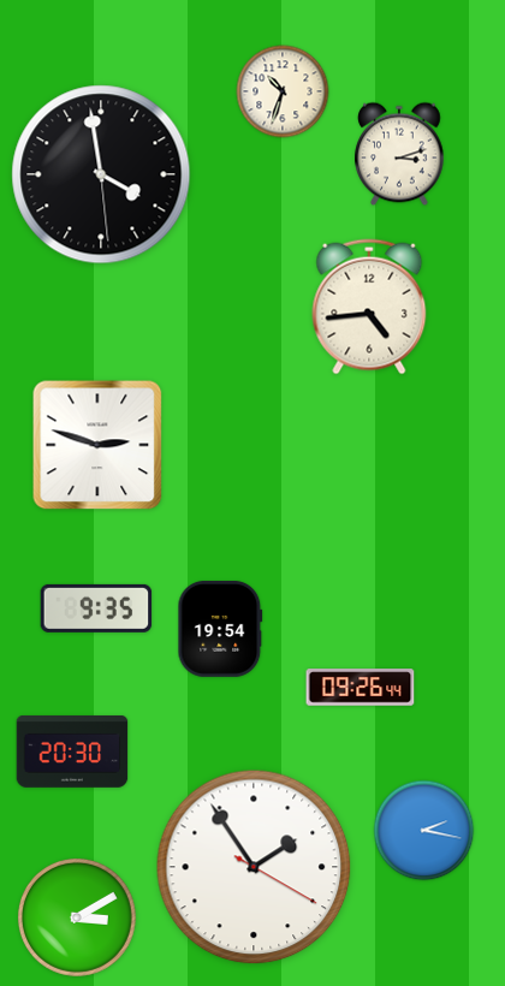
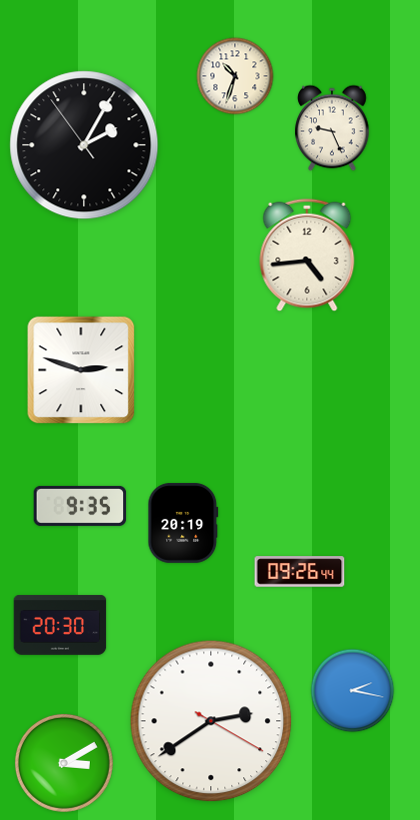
clock at (399, 154): 3:12 -> 9:26
clock at (101, 174): 3:58 -> 2:04
clock at (220, 629): 19:54 -> 20:19
clock at (254, 867): 1:54 -> 2:39
